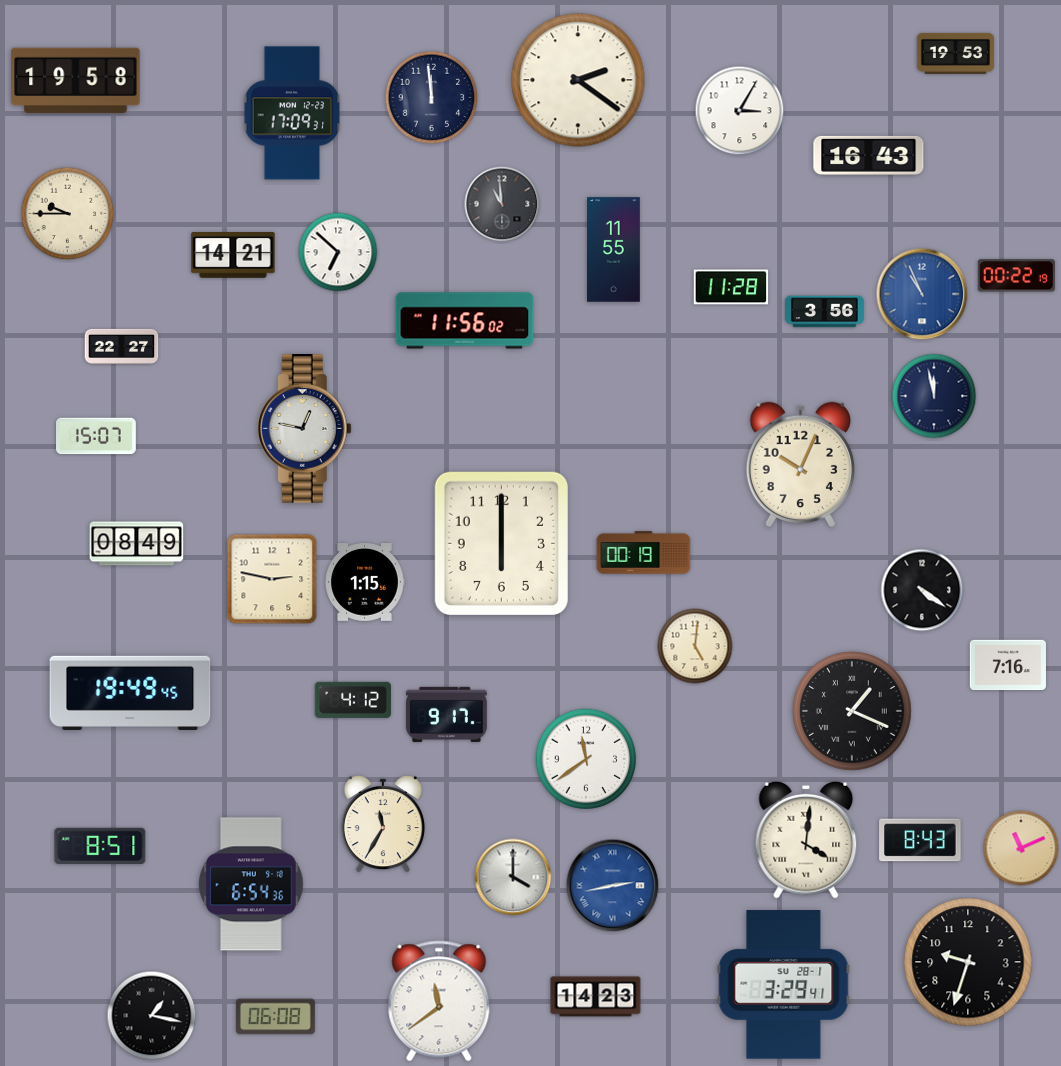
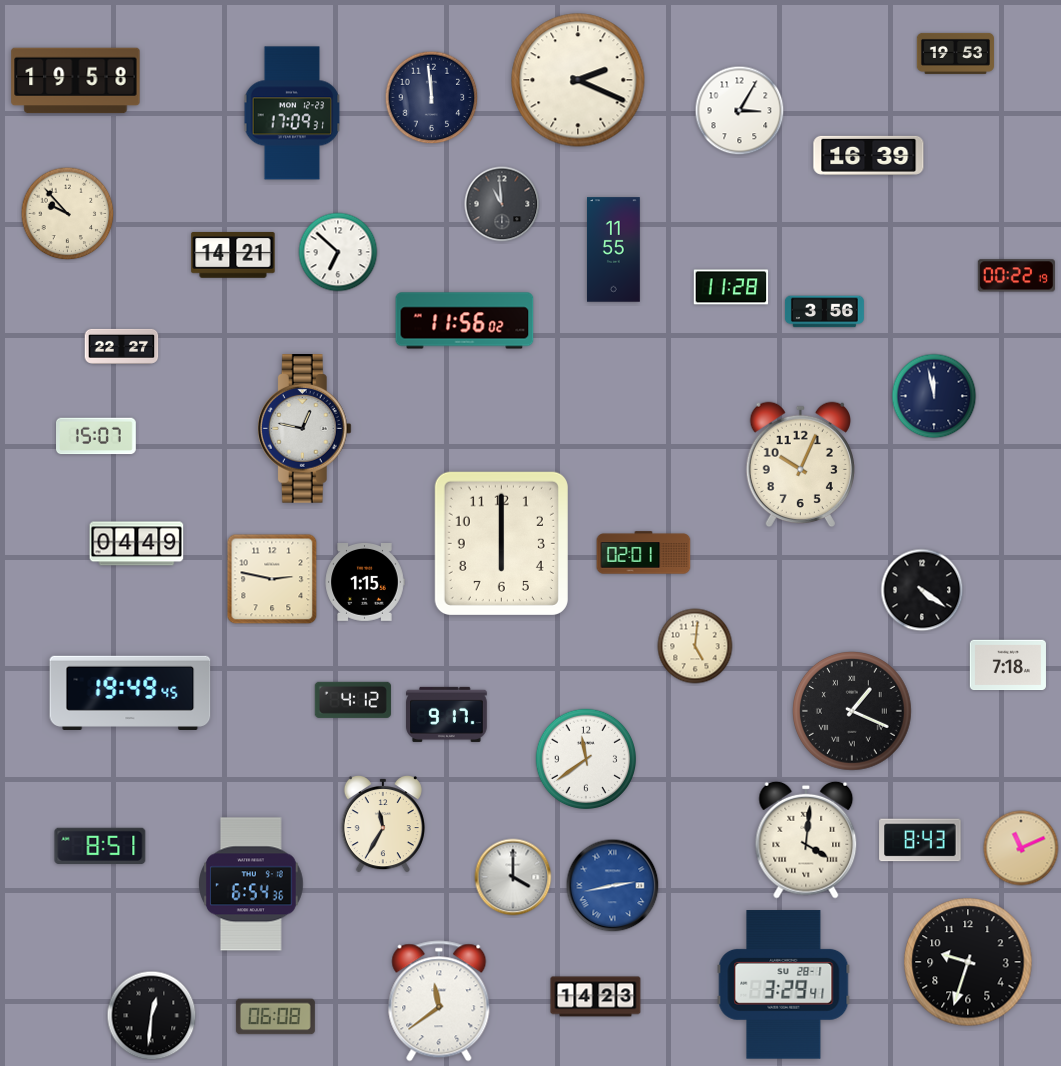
clock at (578, 80): 2:21 -> 2:19
clock at (869, 155): 16:43 -> 16:39
clock at (68, 214): 9:45 -> 9:53
clock at (922, 294): 10:56 -> none
clock at (137, 544): 08:49 -> 04:49
clock at (644, 553): 00:19 -> 02:01
clock at (1008, 665): 7:16 -> 7:18
clock at (152, 1016): 1:17 -> 12:31
